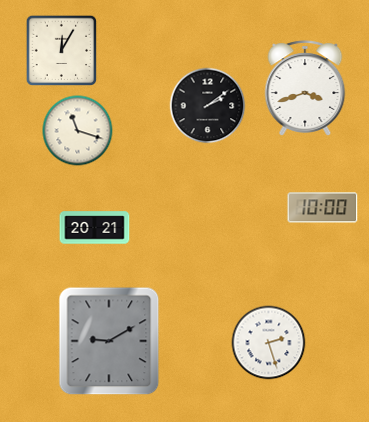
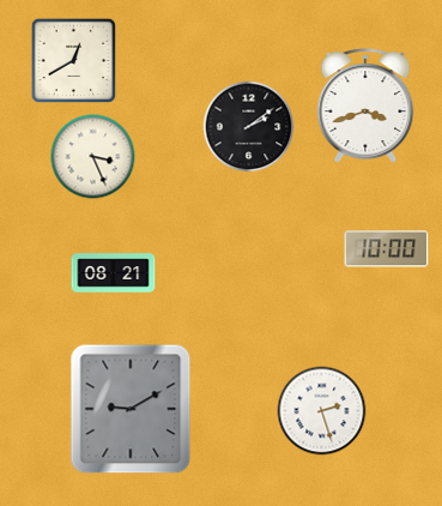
clock at (62, 51): 12:05 -> 12:40
clock at (78, 131): 11:18 -> 3:26
clock at (95, 228): 20:21 -> 08:21
